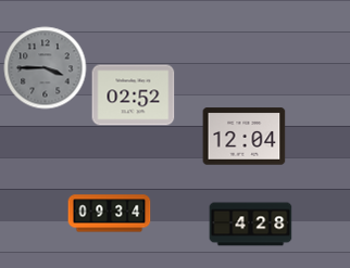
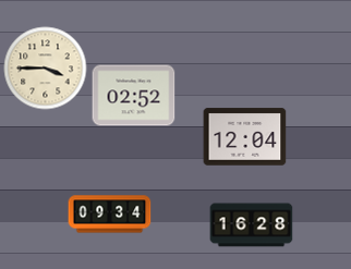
clock at (46, 68) dial: grey -> cream
clock at (251, 225): 4:28 -> 16:28
